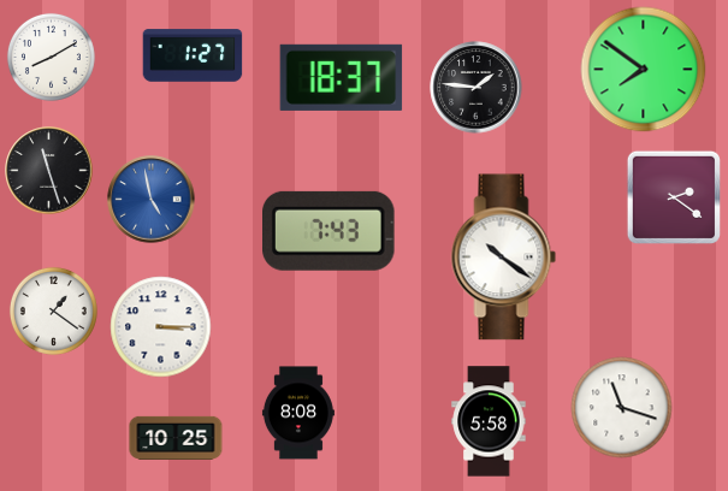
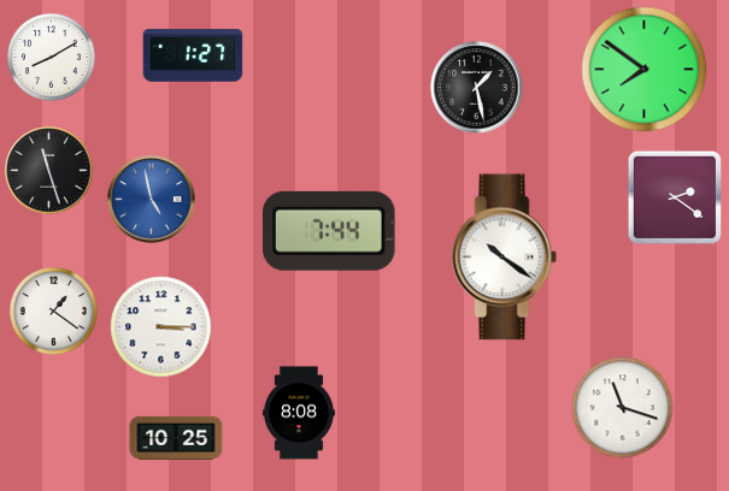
clock at (342, 77): 18:37 -> none
clock at (477, 88): 1:46 -> 1:28
clock at (330, 231): 7:43 -> 7:44
clock at (489, 421): 5:58 -> none
